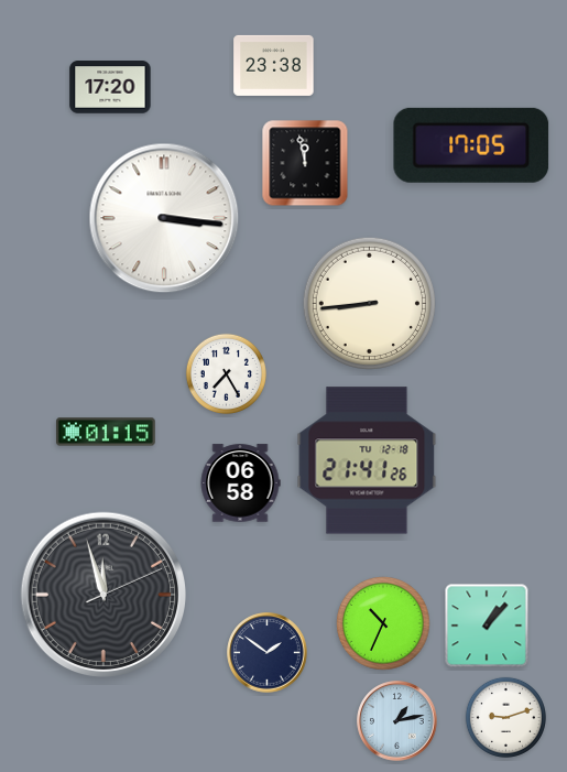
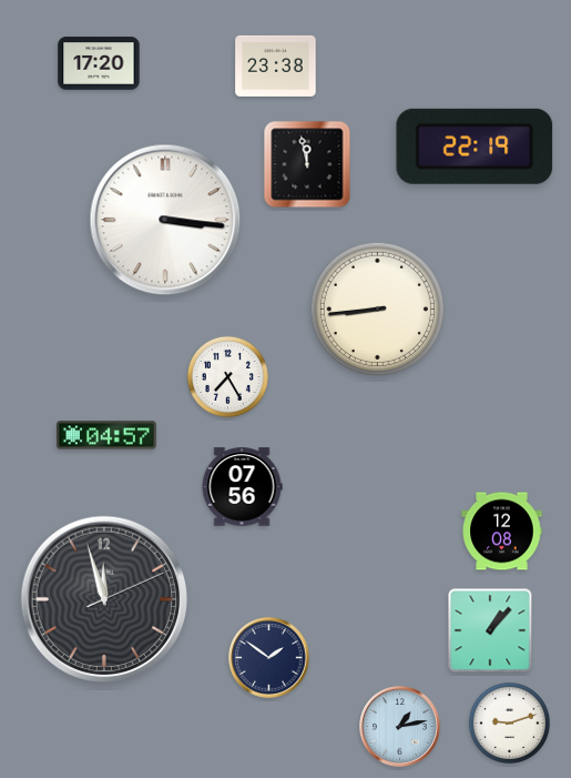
clock at (110, 87) position: (110, 87) -> (99, 63)
clock at (471, 145): 17:05 -> 22:19
clock at (369, 303) position: (369, 303) -> (377, 309)
clock at (106, 432): 01:15 -> 04:57
clock at (367, 460): 21:41 -> none
clock at (240, 483): 06:58 -> 07:56
clock at (502, 532): none -> 12:08
clock at (383, 623): 10:34 -> none
